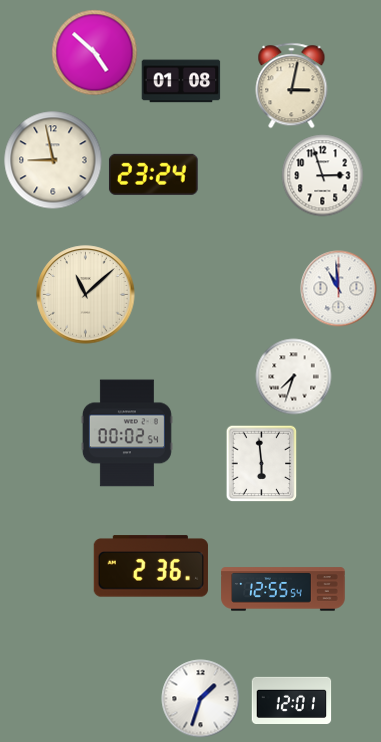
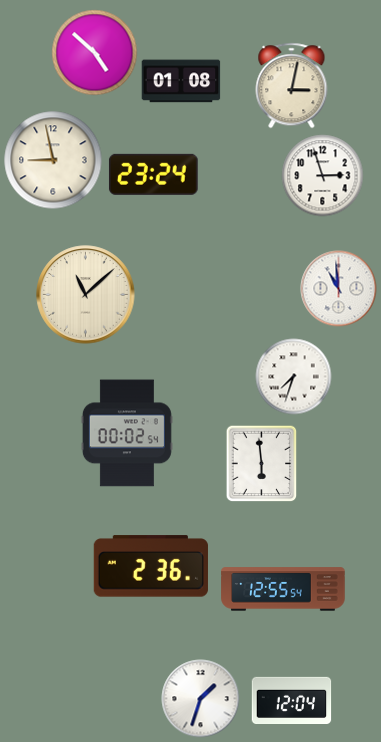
clock at (292, 700): 12:01 -> 12:04
